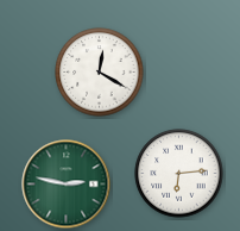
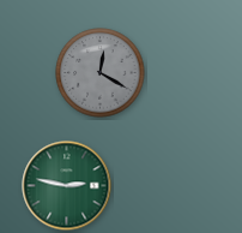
clock at (100, 73) dial: white -> grey
clock at (179, 174): 6:14 -> none
